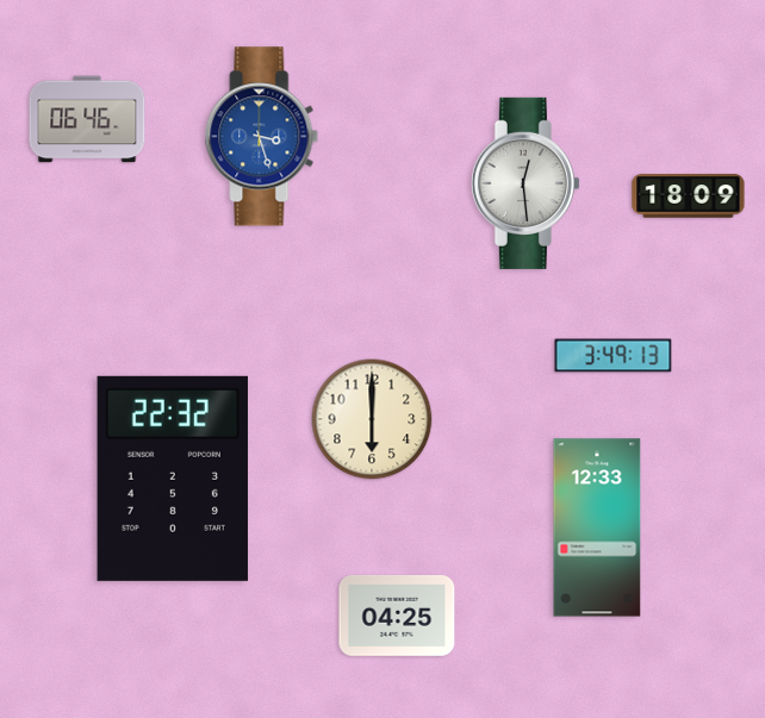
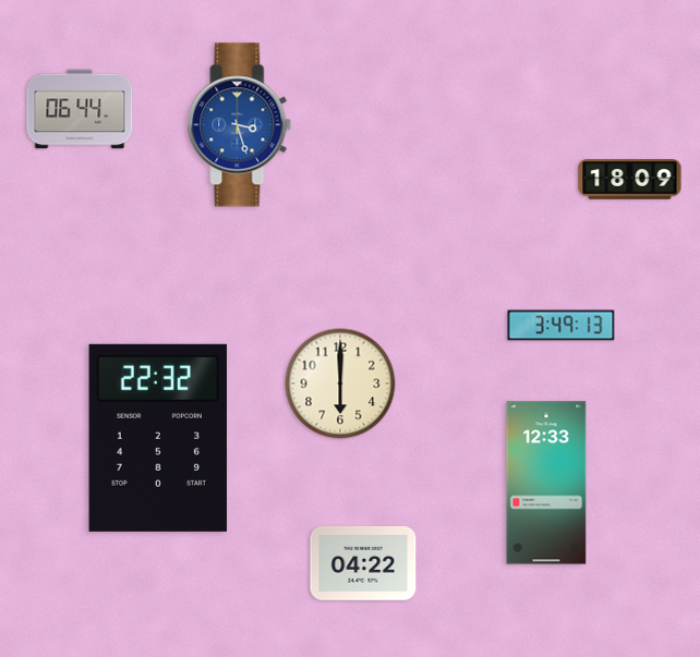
clock at (87, 119): 06:46 -> 06:44
clock at (525, 183): 12:29 -> none
clock at (397, 616): 04:25 -> 04:22
